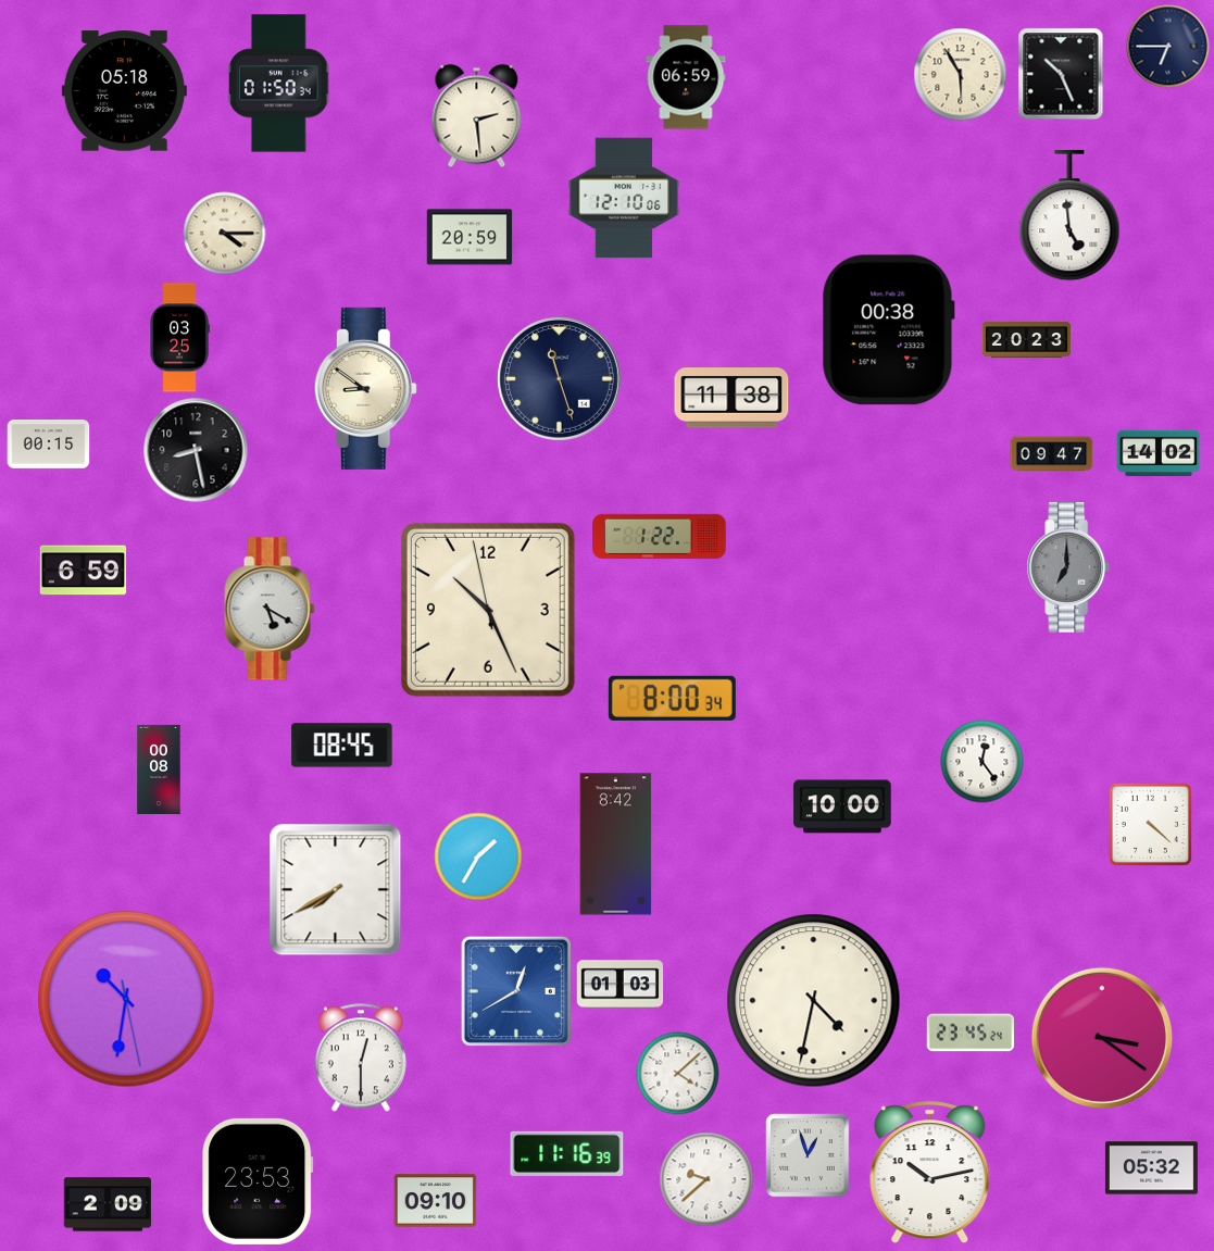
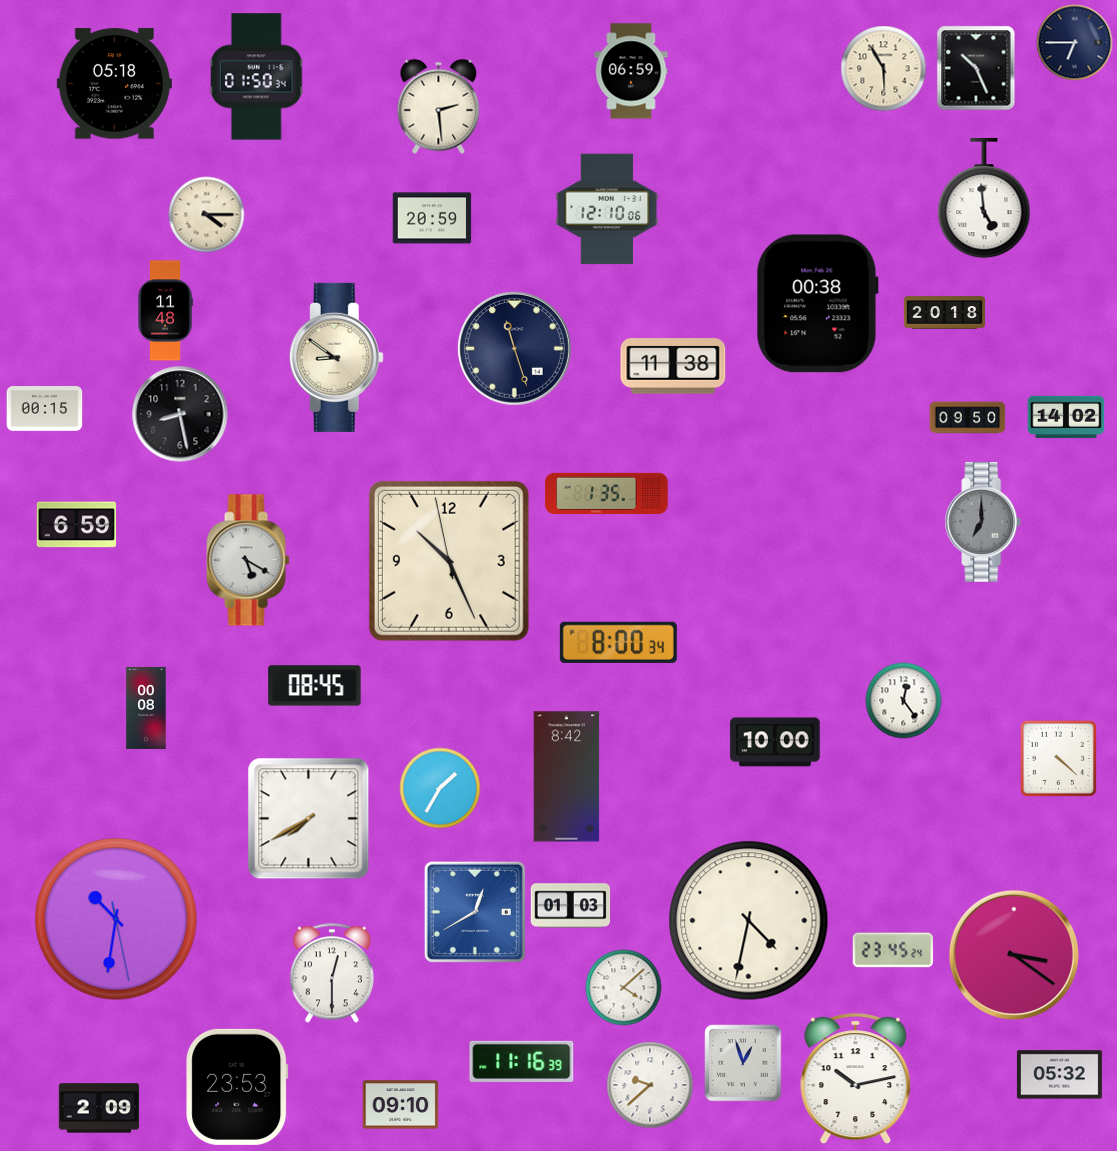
clock at (624, 198) position: (624, 198) -> (607, 209)
clock at (179, 338): 03:25 -> 11:48
clock at (1026, 340): 20:23 -> 20:18
clock at (1052, 454): 09:47 -> 09:50
clock at (660, 536): 1:22 -> 1:35
